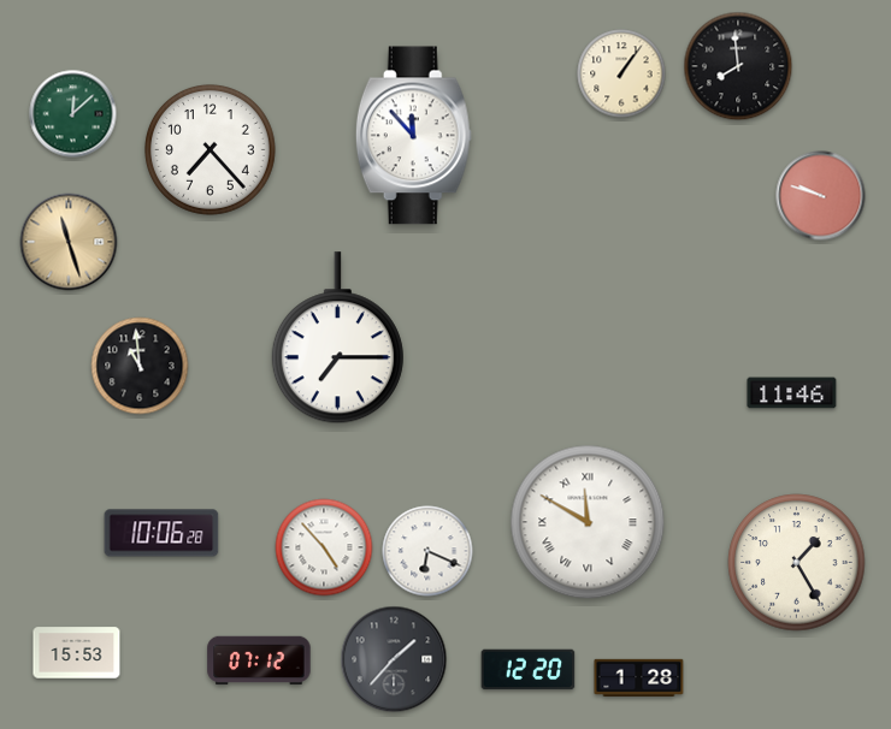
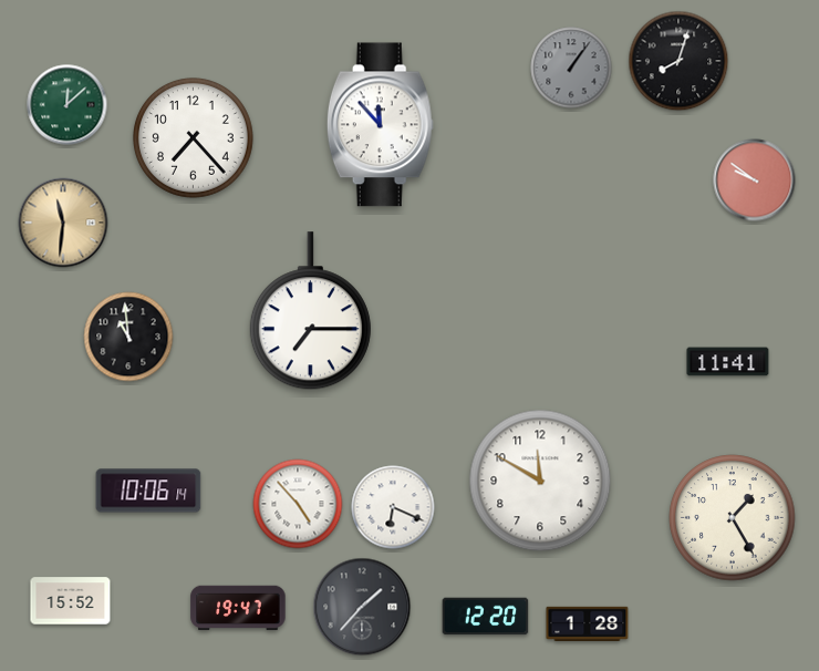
clock at (738, 66): 7:59 -> 8:03
clock at (621, 73) dial: cream -> grey
clock at (821, 196): 9:48 -> 9:51
clock at (69, 242): 11:27 -> 11:31
clock at (792, 393): 11:46 -> 11:41
clock at (588, 522) numerals: Roman -> Arabic
clock at (161, 533): 10:06:28 -> 10:06:14
clock at (77, 653): 15:53 -> 15:52
clock at (259, 660): 07:12 -> 19:47
